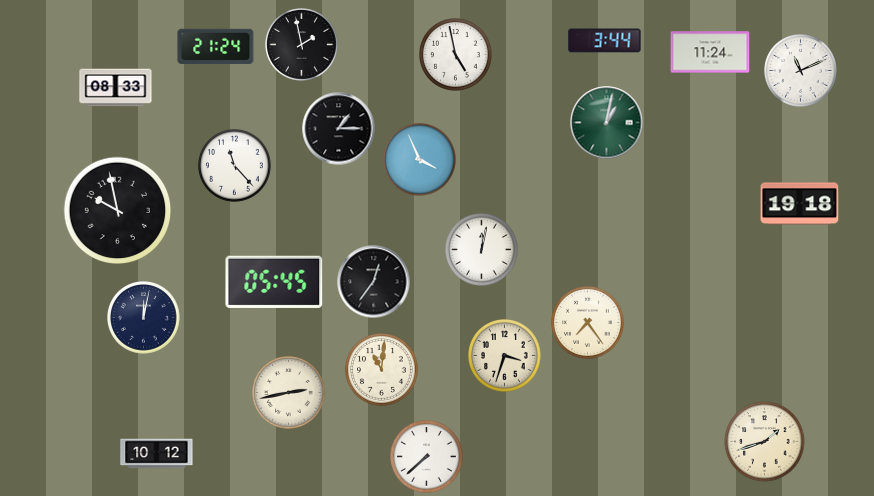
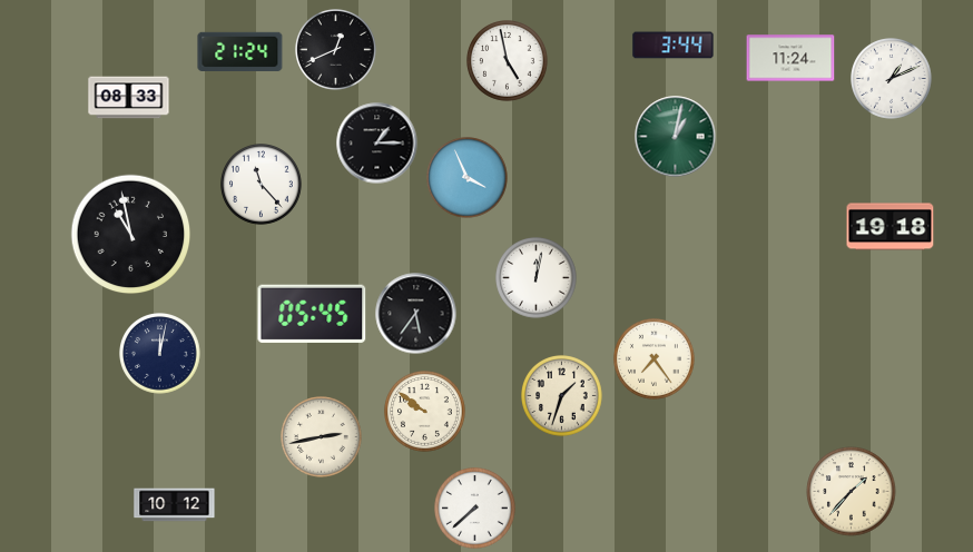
clock at (302, 45): 1:58 -> 12:41
clock at (801, 71): 11:11 -> 1:11
clock at (118, 211): 9:58 -> 10:58
clock at (274, 282) position: (274, 282) -> (312, 314)
clock at (374, 282): 12:36 -> 5:36
clock at (505, 356): 3:33 -> 1:33
clock at (382, 370): 11:01 -> 9:51
clock at (765, 442): 1:42 -> 1:37
